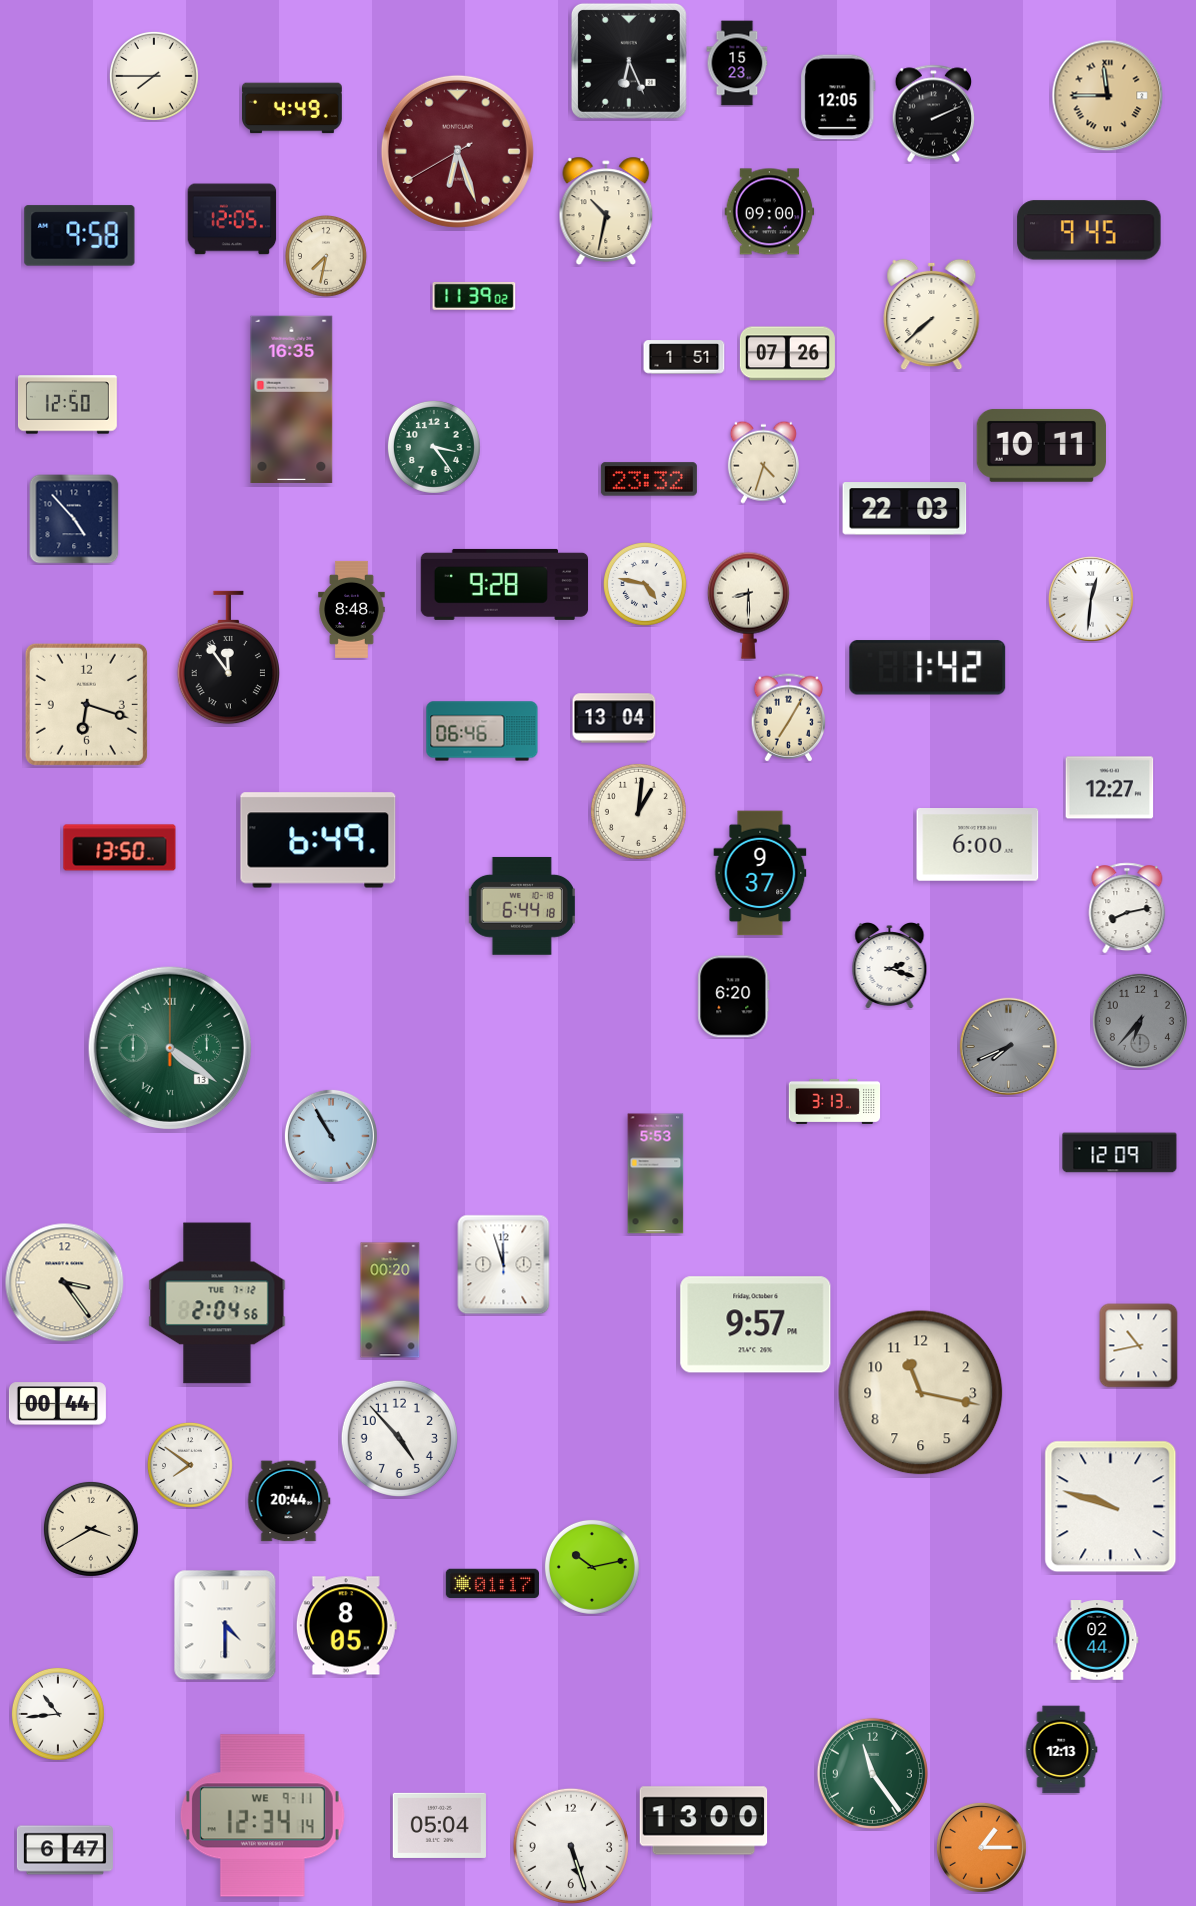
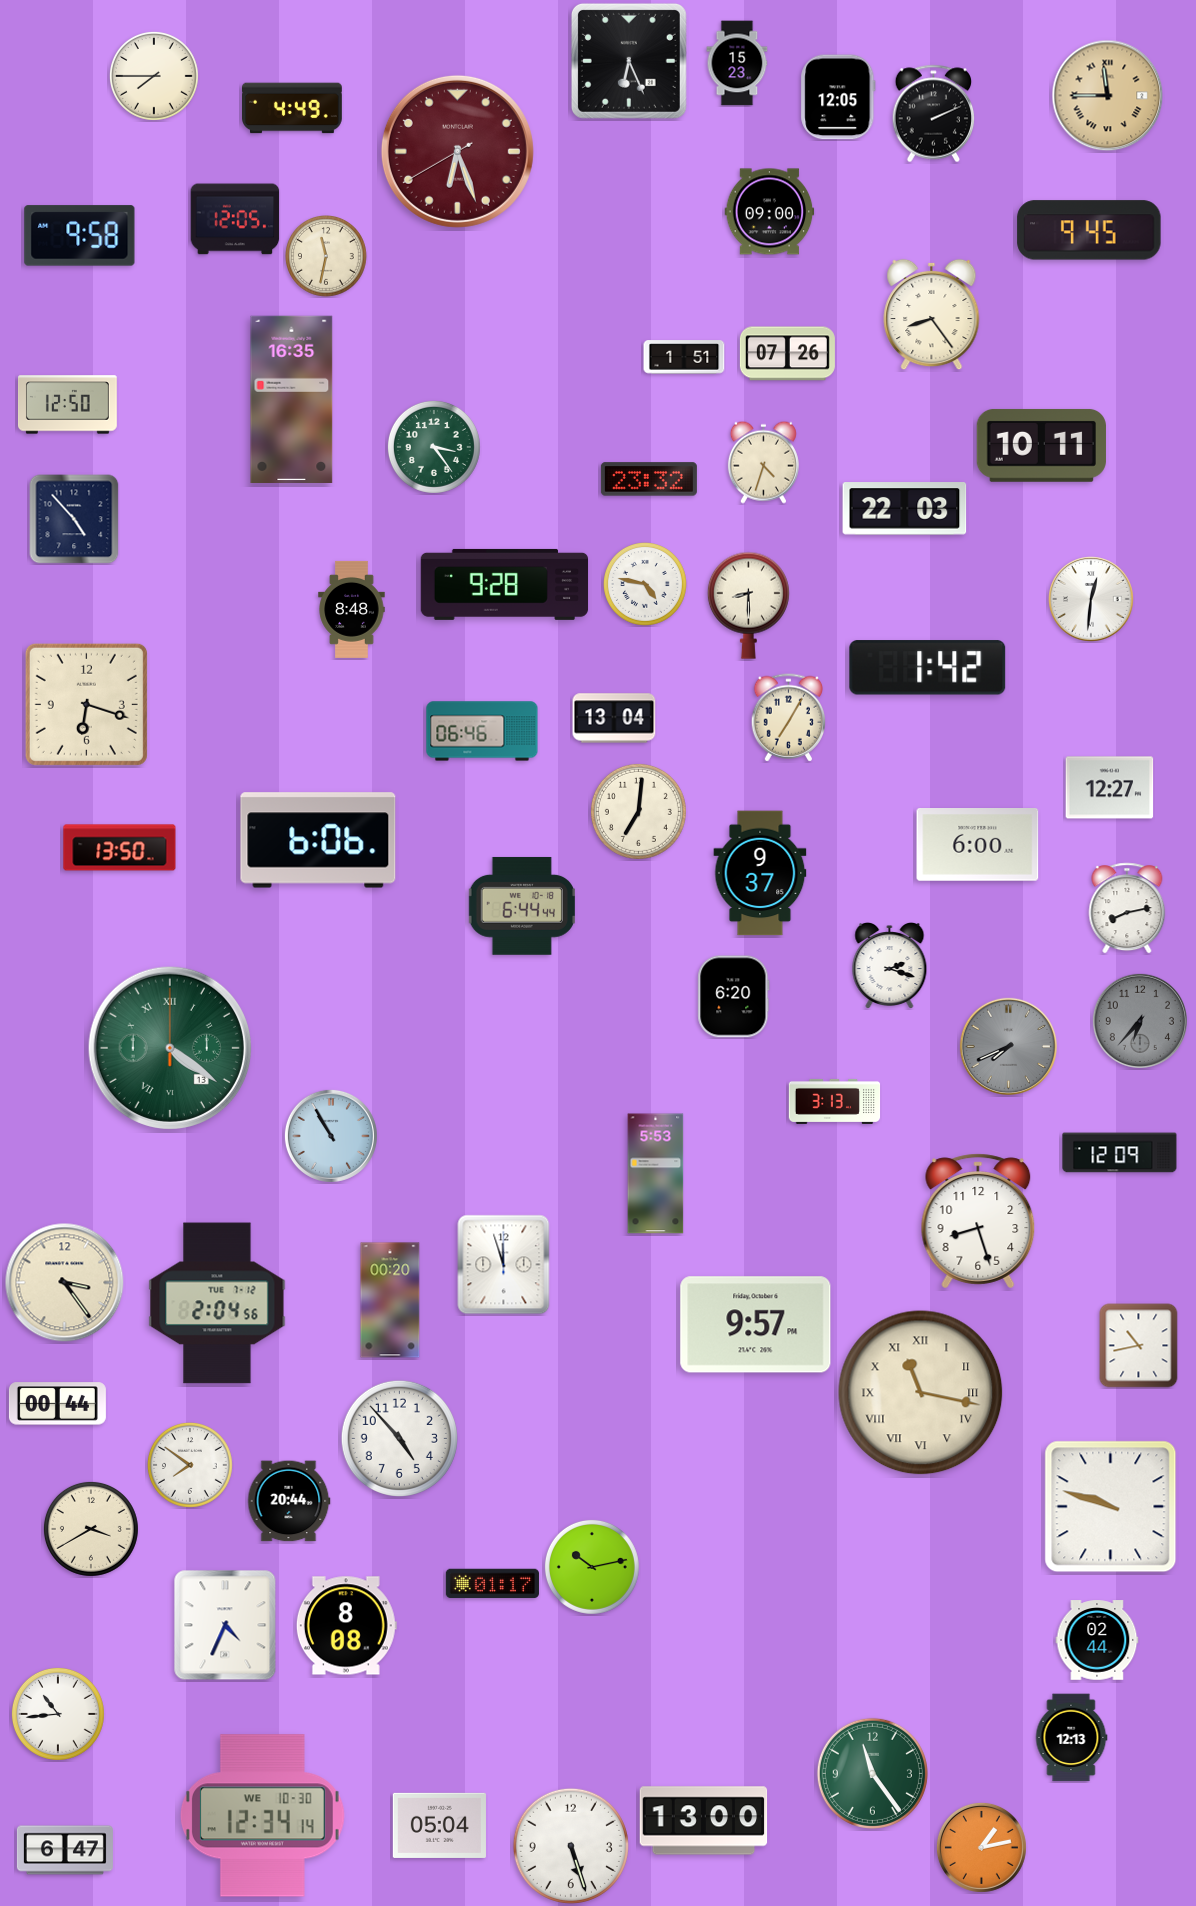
clock at (606, 211): 10:32 -> none
clock at (232, 219) position: (232, 219) -> (235, 219)
clock at (327, 257): 7:32 -> 11:32
clock at (474, 296): 11:39 -> none
clock at (932, 315): 7:38 -> 8:24
clock at (228, 658): 11:54 -> none
clock at (638, 811): 1:01 -> 7:01
clock at (318, 840): 6:49 -> 6:06
clock at (522, 906): 6:44:18 -> 6:44:44
clock at (978, 1221): none -> 8:27
clock at (921, 1393) numerals: Arabic -> Roman
clock at (225, 1625): 4:30 -> 4:34
clock at (346, 1626): 8:05 -> 8:08
clock at (1061, 1750) position: (1061, 1750) -> (1071, 1738)
clock at (262, 1816) date: WE 9-11 -> WE 10-30
clock at (981, 1847): 1:15 -> 1:13
